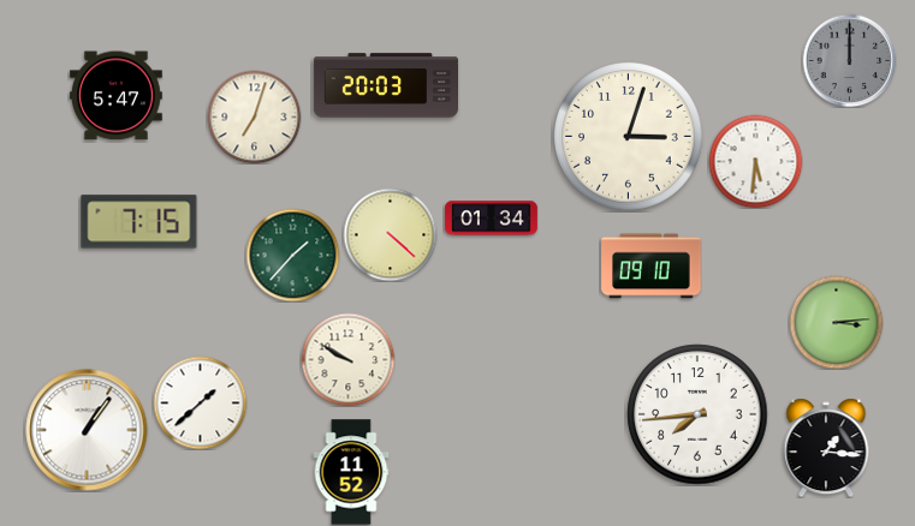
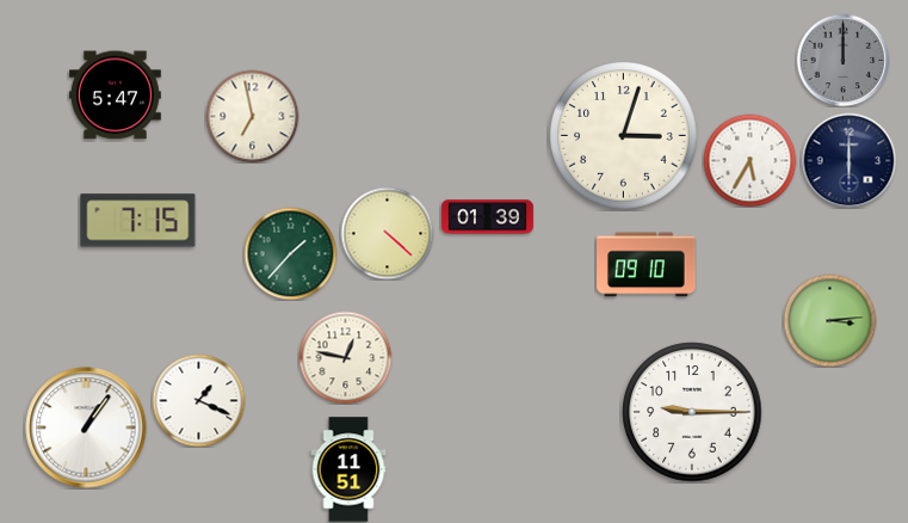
clock at (385, 85): 20:03 -> none
clock at (254, 116): 7:03 -> 6:58
clock at (755, 161): 5:31 -> 5:35
clock at (848, 160): none -> 6:00
clock at (491, 219): 01:34 -> 01:39
clock at (347, 359): 9:50 -> 12:47
clock at (200, 402): 1:38 -> 1:19
clock at (697, 414): 7:44 -> 9:15
clock at (826, 448): 1:16 -> none
clock at (351, 472): 11:52 -> 11:51
